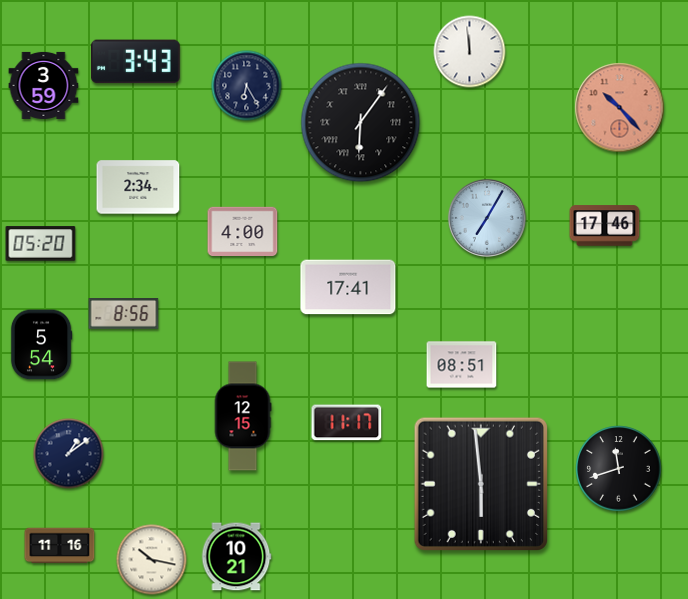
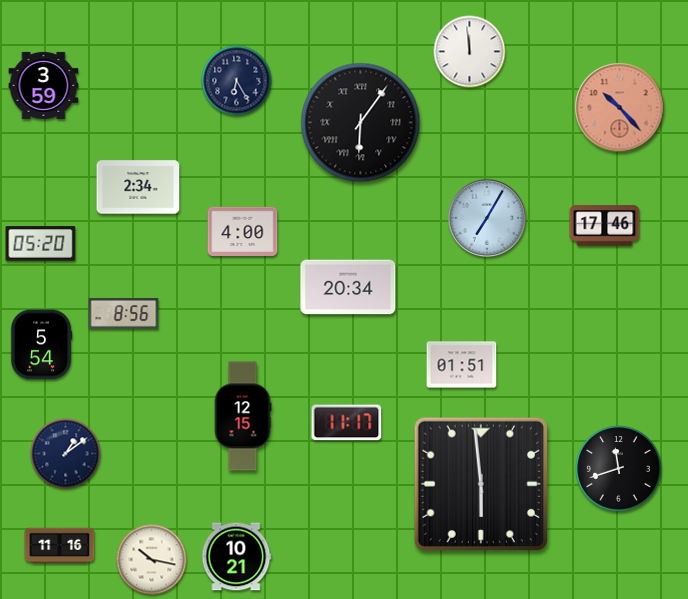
clock at (135, 62): 3:43 -> none
clock at (247, 86) position: (247, 86) -> (237, 81)
clock at (348, 287): 17:41 -> 20:34
clock at (462, 365): 08:51 -> 01:51
clock at (69, 454) position: (69, 454) -> (66, 454)
